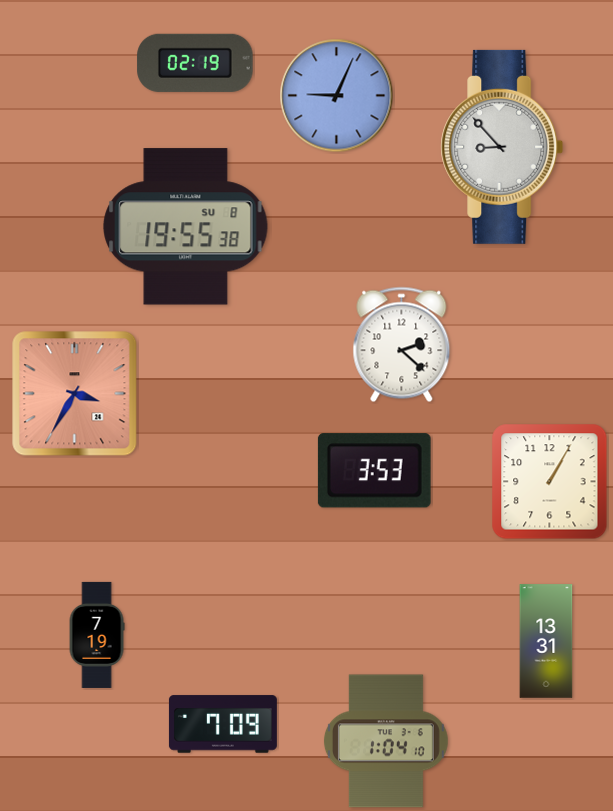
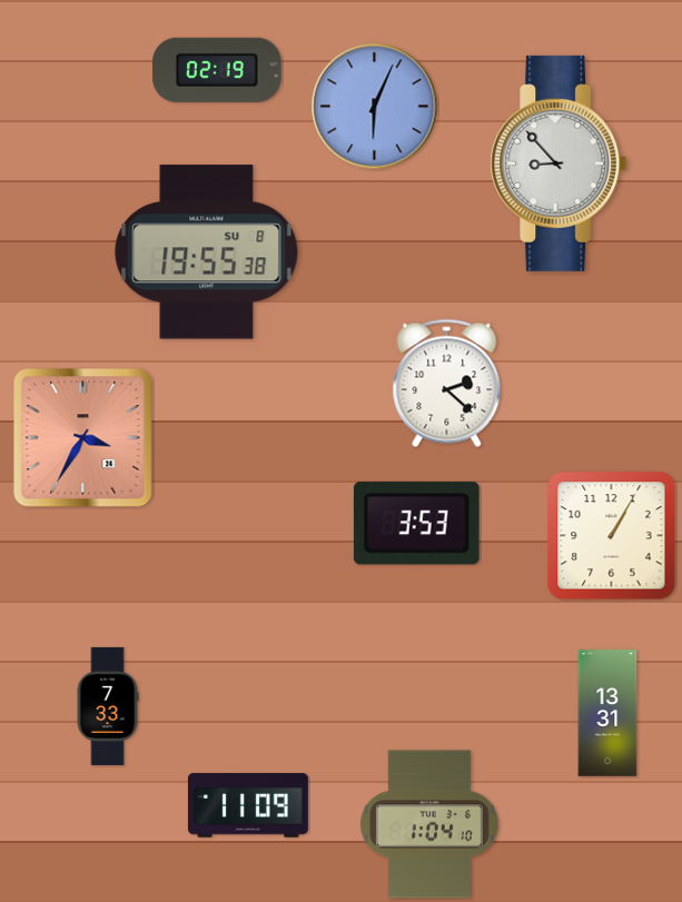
clock at (337, 96): 9:04 -> 6:04
clock at (97, 635): 7:19 -> 7:33
clock at (223, 724): 7:09 -> 11:09
